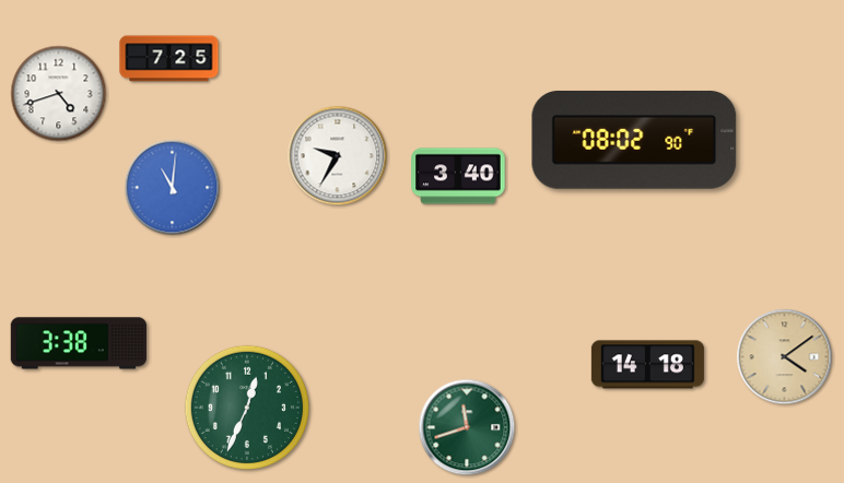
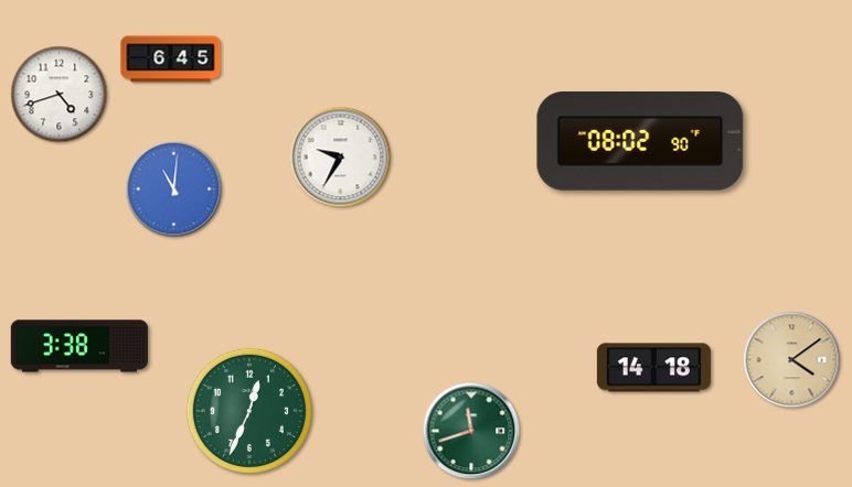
clock at (169, 59): 7:25 -> 6:45
clock at (458, 176): 3:40 -> none
